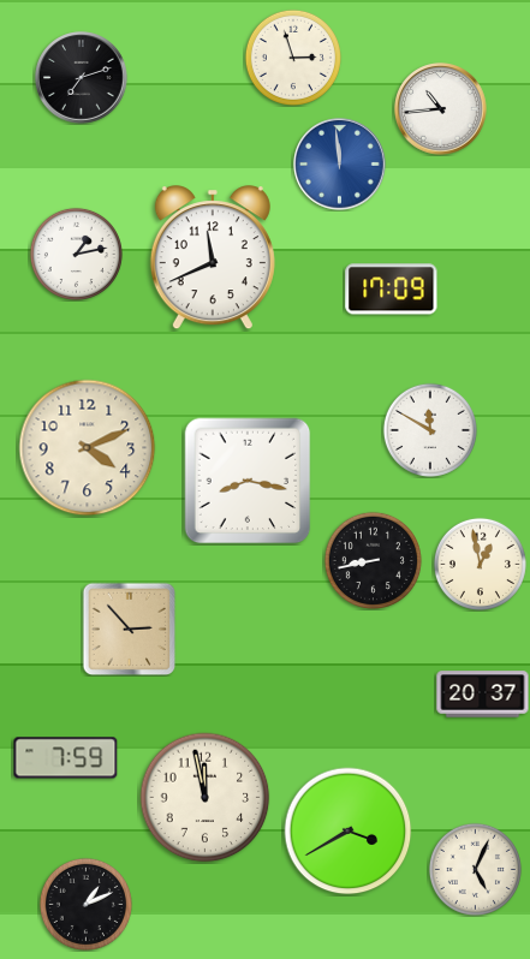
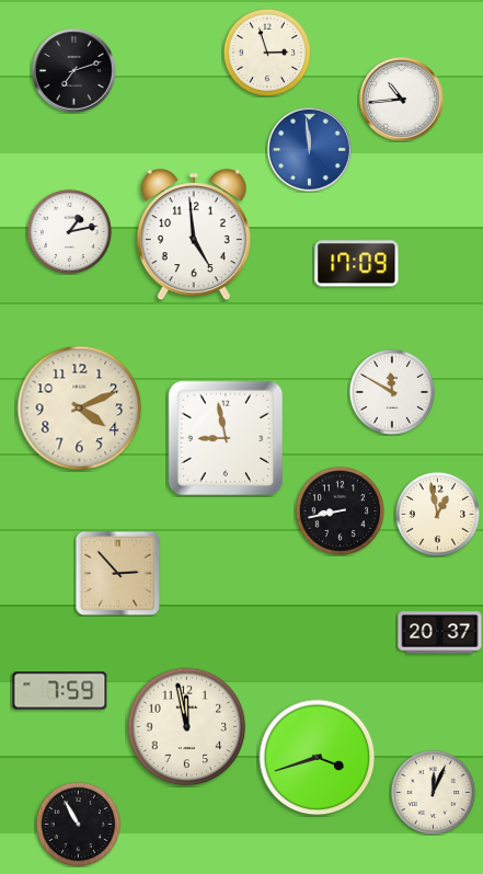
clock at (213, 258): 11:41 -> 4:59
clock at (248, 481): 8:17 -> 8:58
clock at (349, 832): 3:40 -> 3:42
clock at (475, 869): 5:04 -> 12:04
clock at (85, 904): 1:11 -> 10:55
